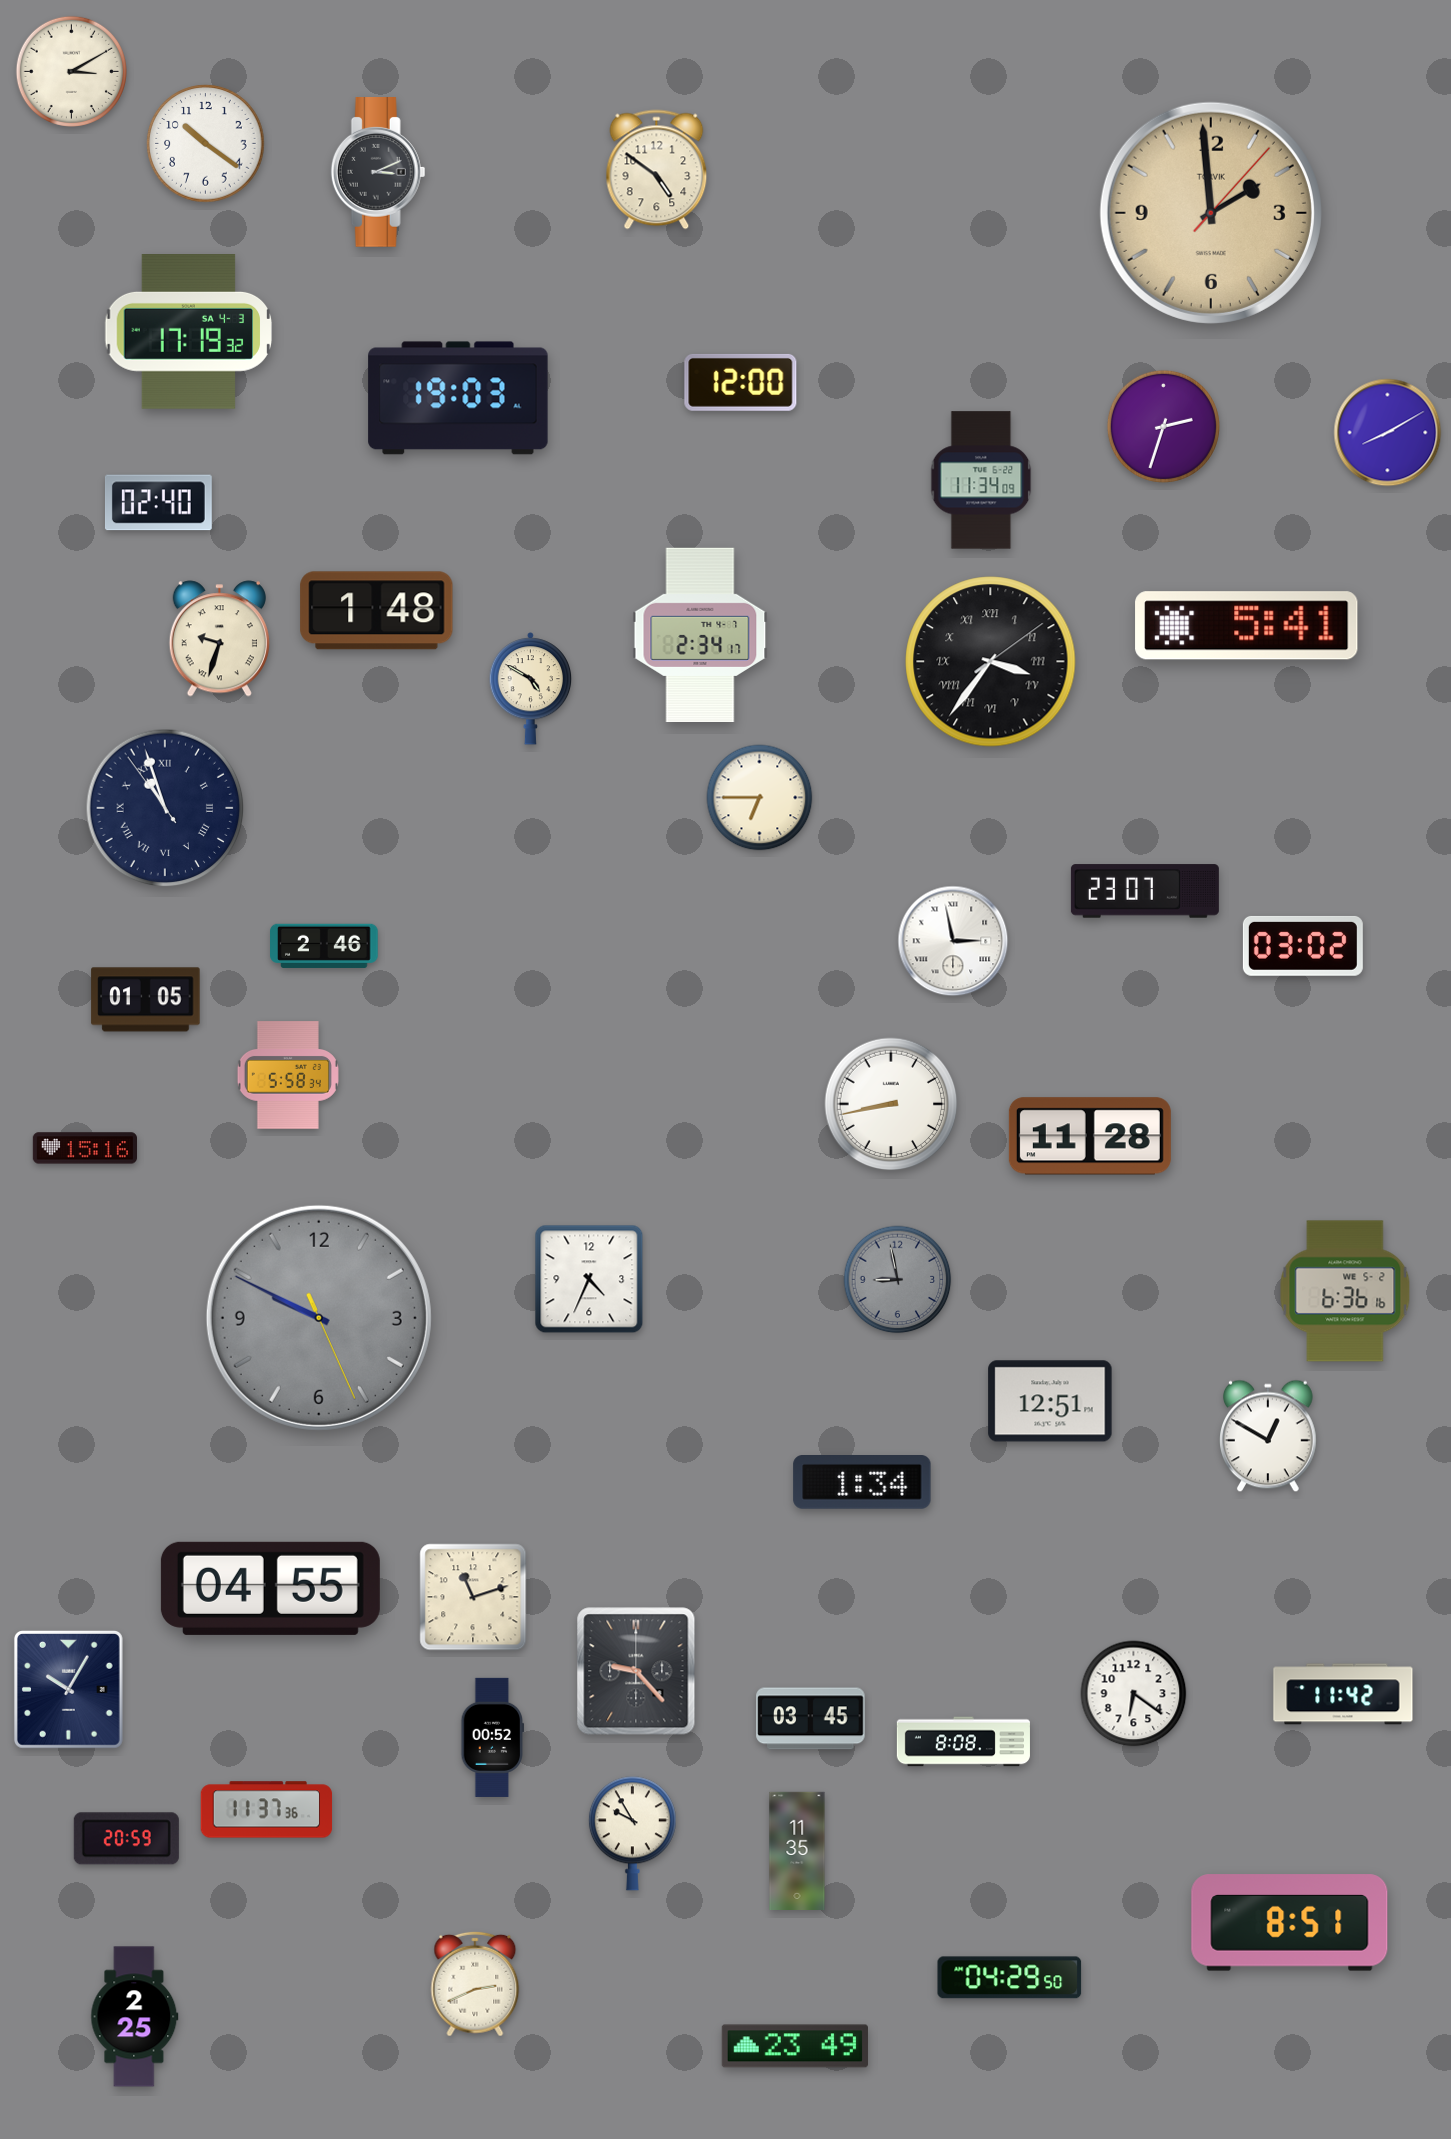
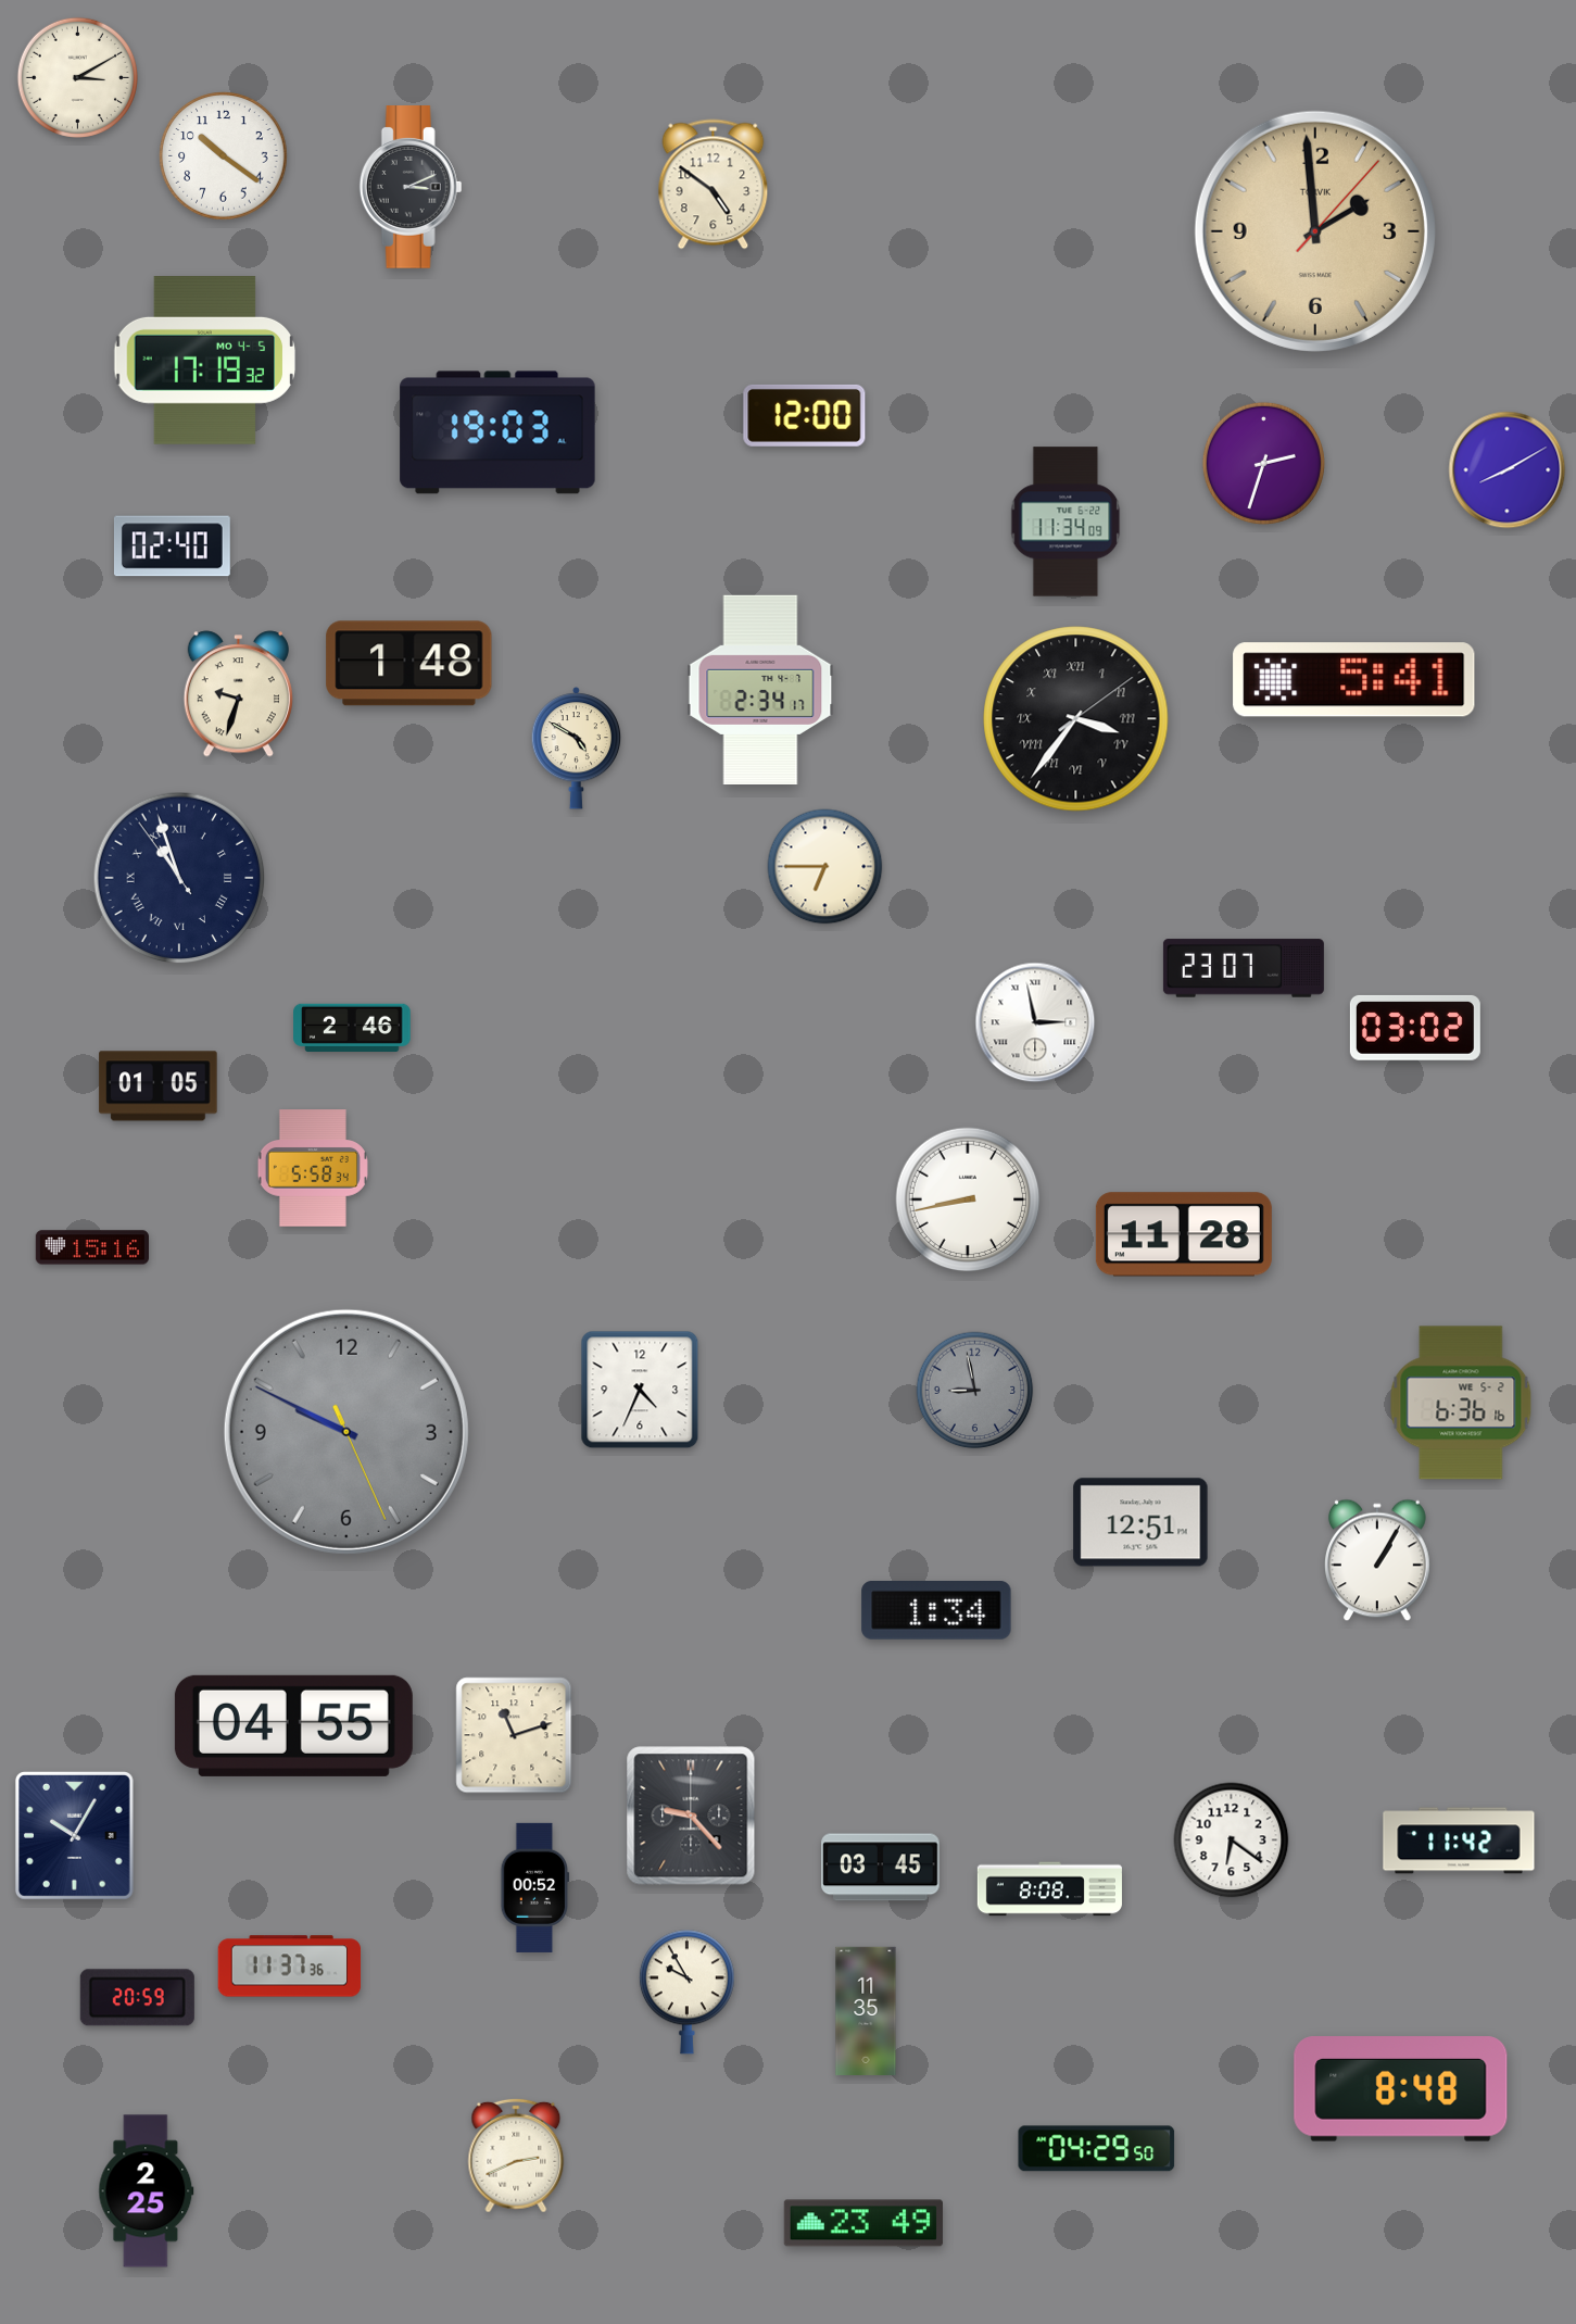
clock at (189, 332) date: SA 4-3 -> MO 4-5
clock at (1269, 1436): 12:50 -> 1:05
clock at (963, 1742) position: (963, 1742) -> (1049, 1889)
clock at (1290, 1923): 8:51 -> 8:48
